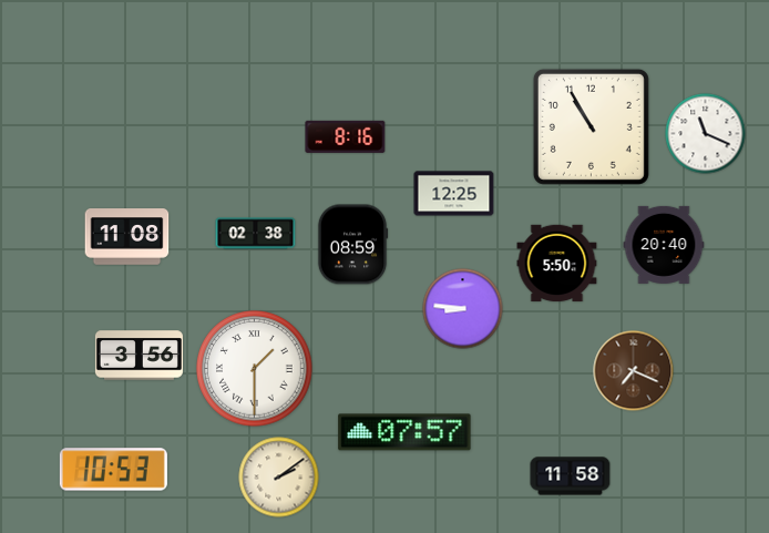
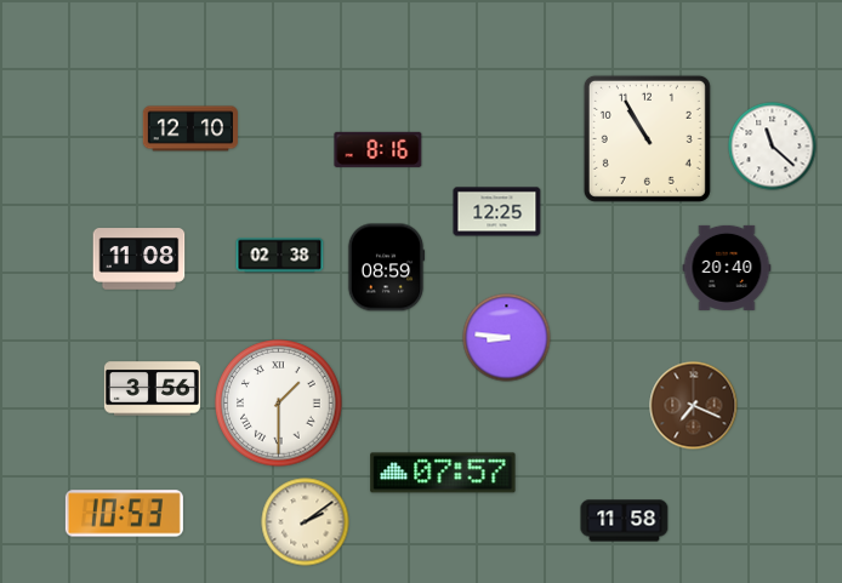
clock at (190, 128): none -> 12:10
clock at (706, 134): 11:19 -> 11:22
clock at (557, 264): 5:50 -> none
